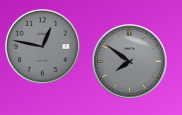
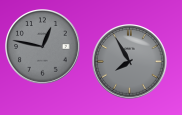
clock at (130, 62): 7:51 -> 7:55
